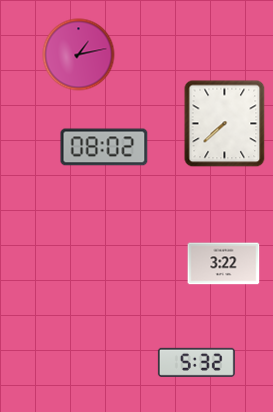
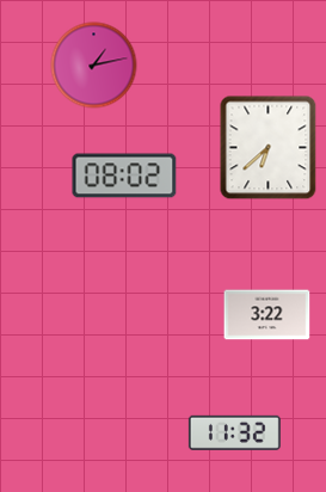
clock at (225, 124): 7:38 -> 6:38
clock at (196, 362): 5:32 -> 11:32
